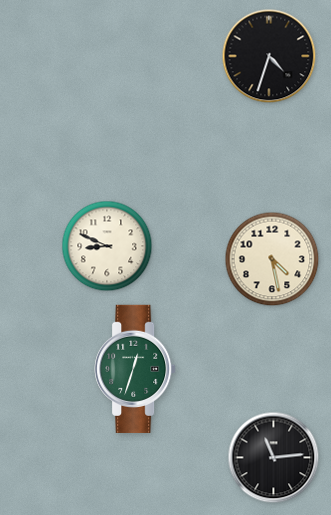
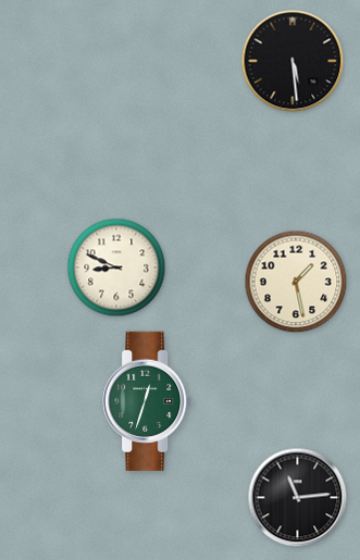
clock at (269, 56): 4:33 -> 5:29
clock at (272, 259): 4:28 -> 1:28
